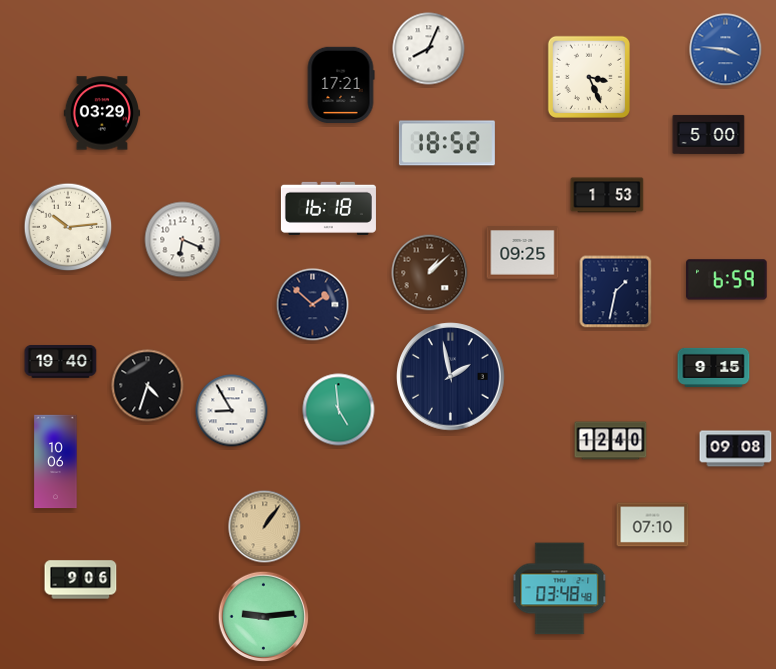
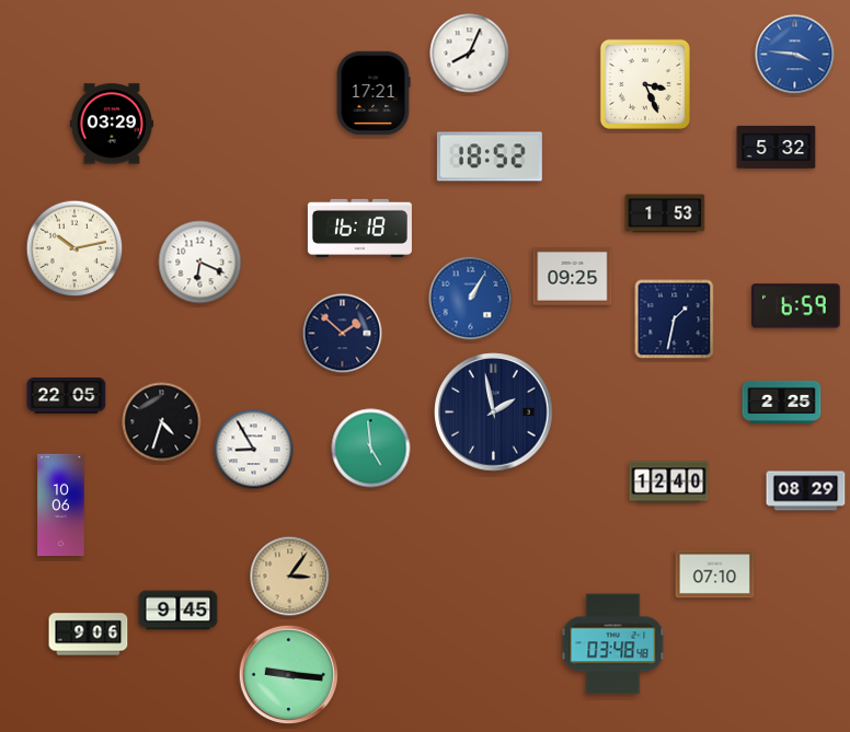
clock at (709, 134): 5:00 -> 5:32
clock at (68, 227): 10:14 -> 10:13
clock at (430, 273): 1:08 -> 1:05
clock at (430, 273) dial: brown -> blue
clock at (61, 362): 19:40 -> 22:05
clock at (714, 367): 9:15 -> 2:25
clock at (736, 449): 09:08 -> 08:29
clock at (265, 527): 1:06 -> 3:06
clock at (179, 611): none -> 9:45
clock at (264, 617): 9:14 -> 9:16
